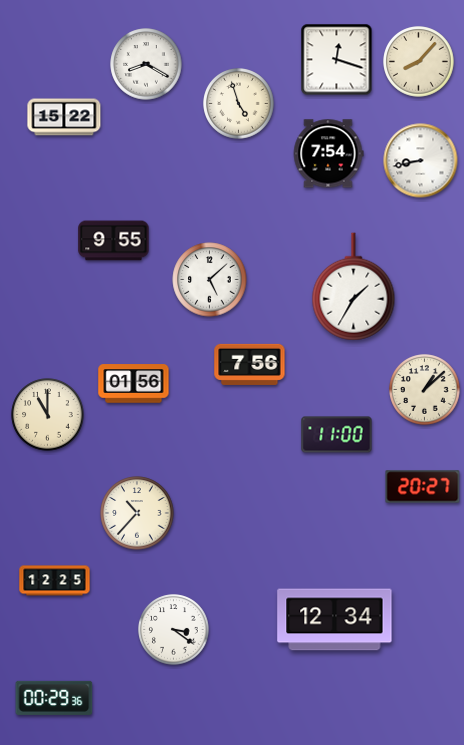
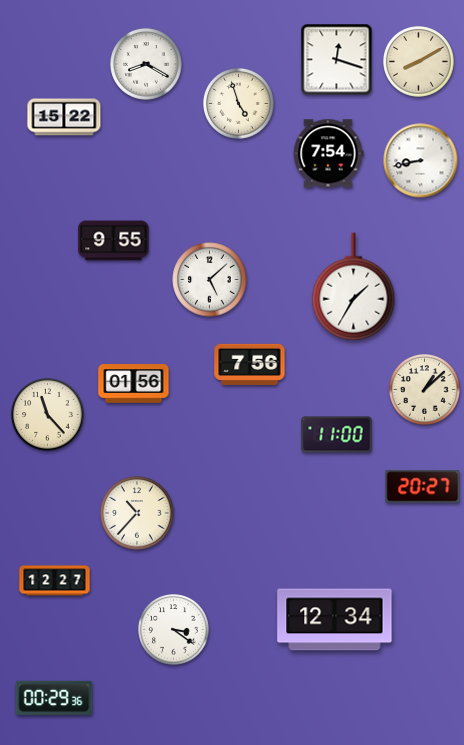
clock at (419, 62): 8:07 -> 8:10
clock at (48, 415): 11:00 -> 11:23
clock at (55, 581): 12:25 -> 12:27
